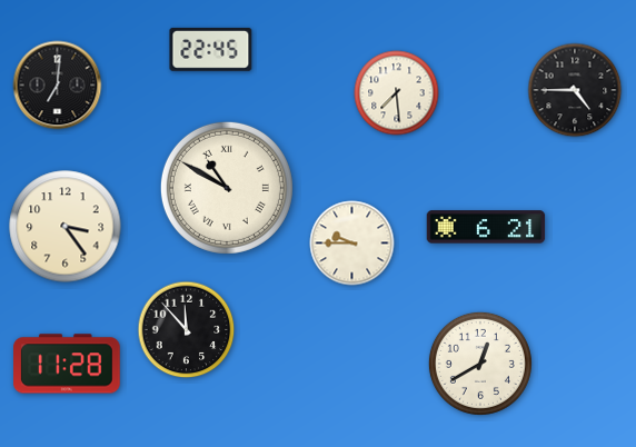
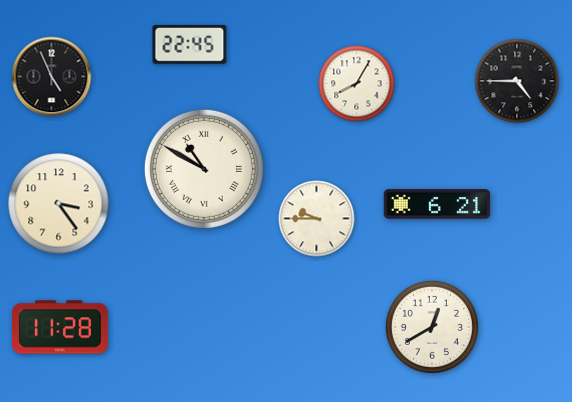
clock at (58, 86): 7:01 -> 4:56
clock at (397, 93): 7:29 -> 8:05
clock at (187, 330): 11:53 -> none
